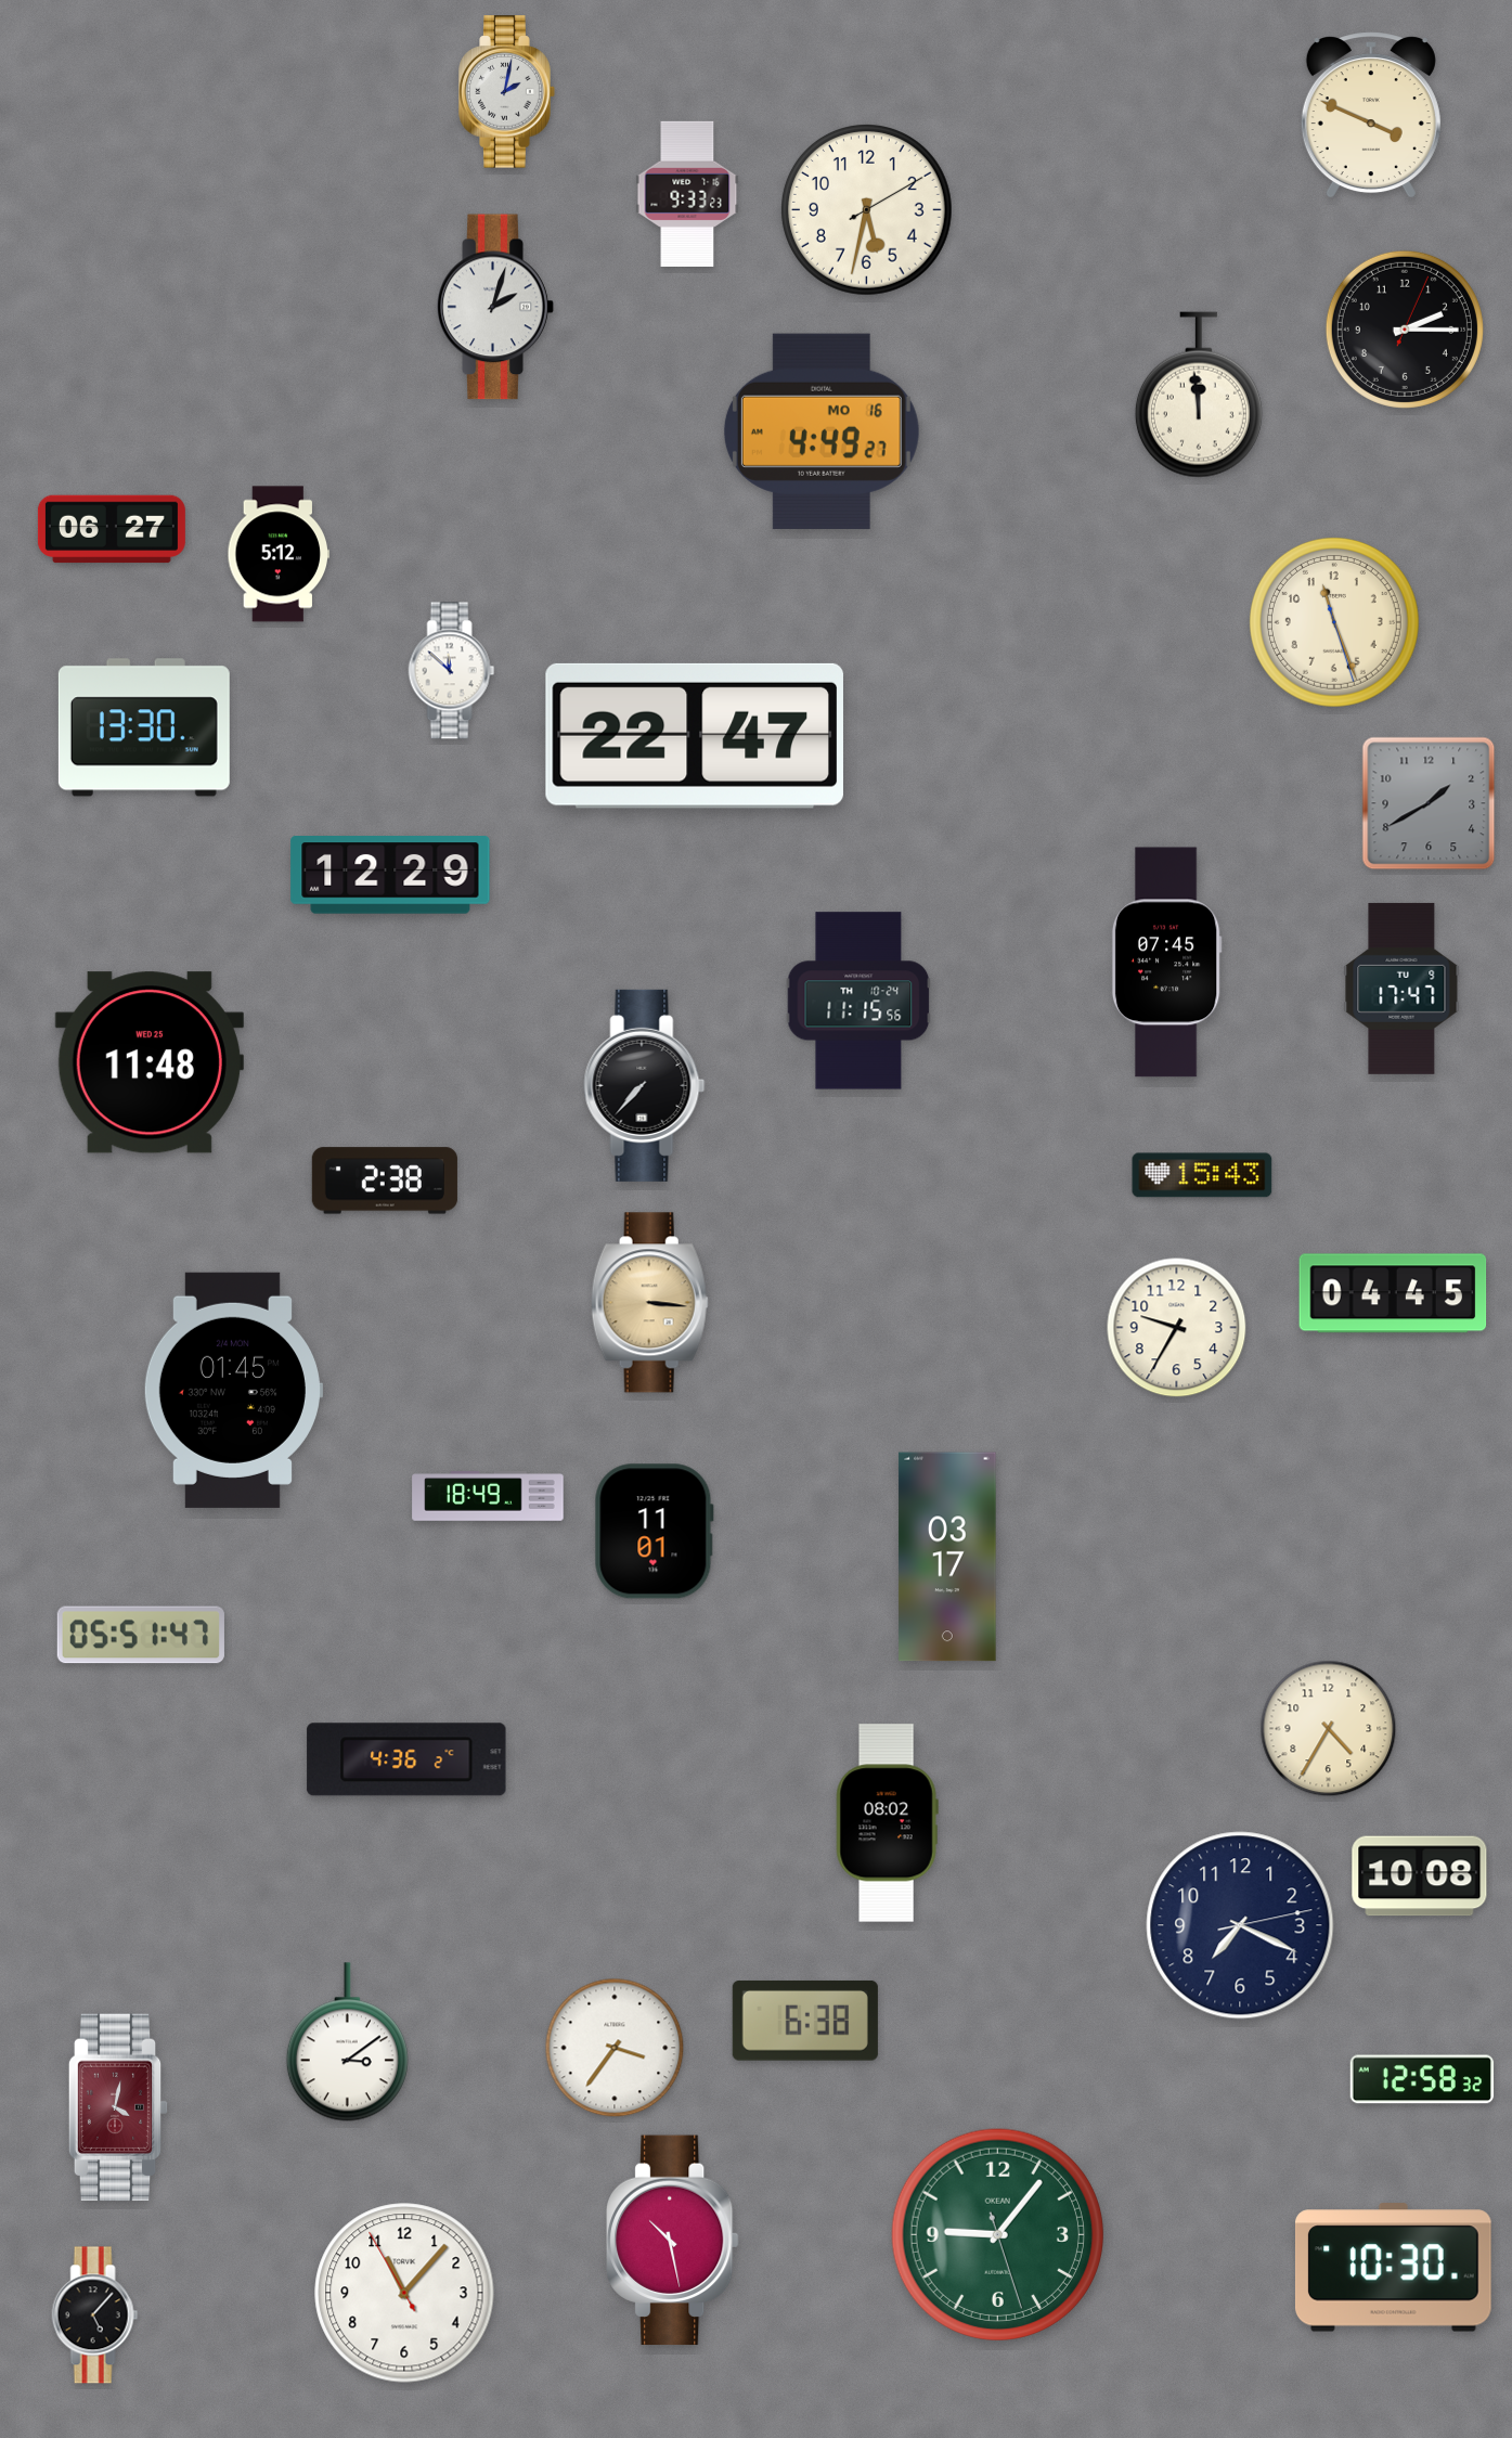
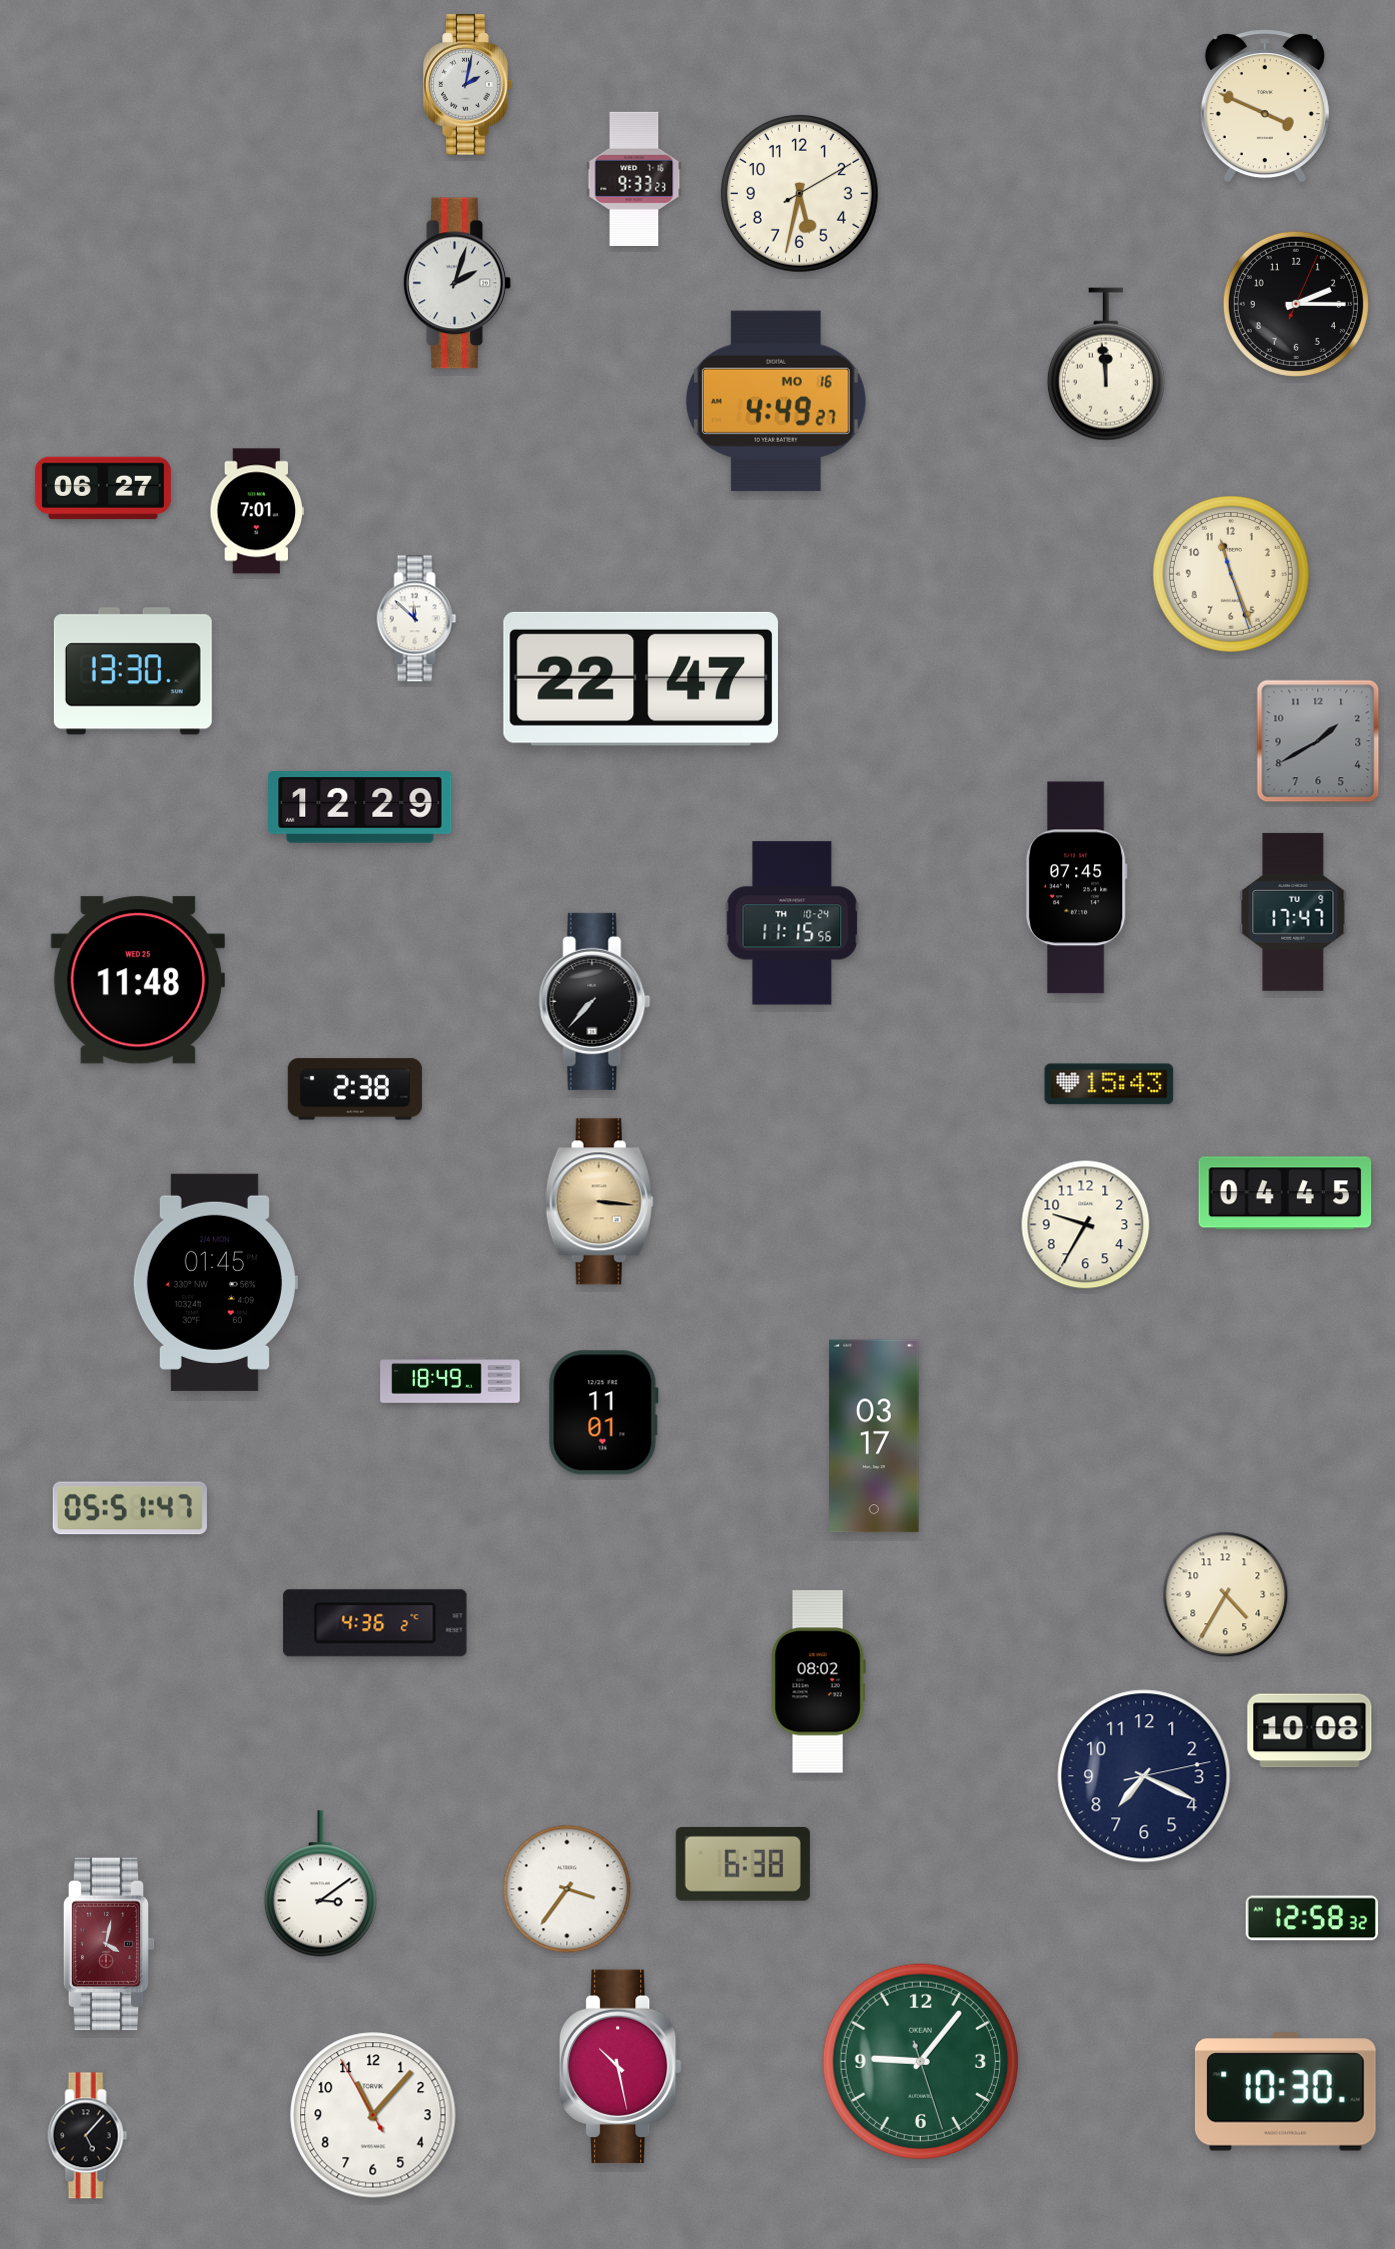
clock at (822, 431) position: (822, 431) -> (776, 401)
clock at (279, 554): 5:12 -> 7:01
